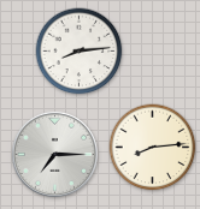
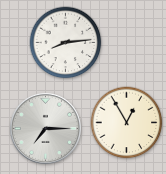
clock at (153, 148): 8:14 -> 12:55
